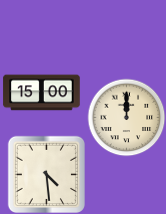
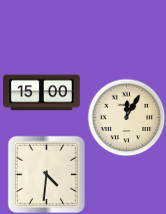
clock at (126, 117): 12:00 -> 12:05
clock at (46, 174): 4:29 -> 4:31
